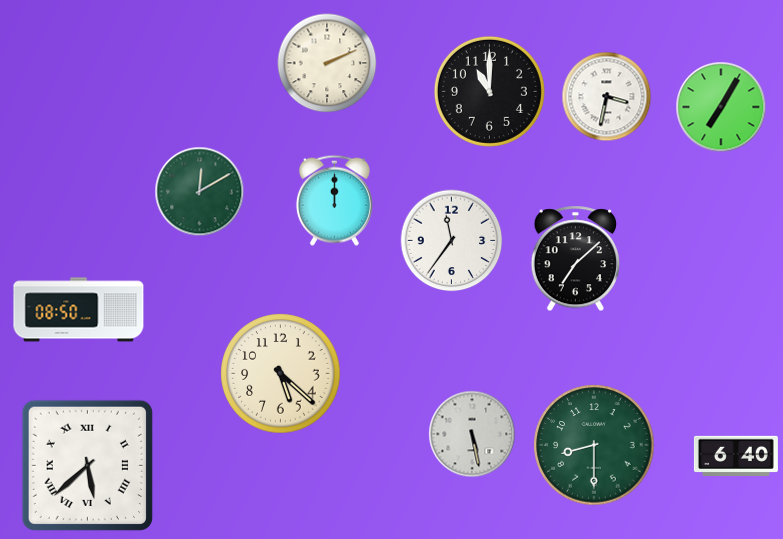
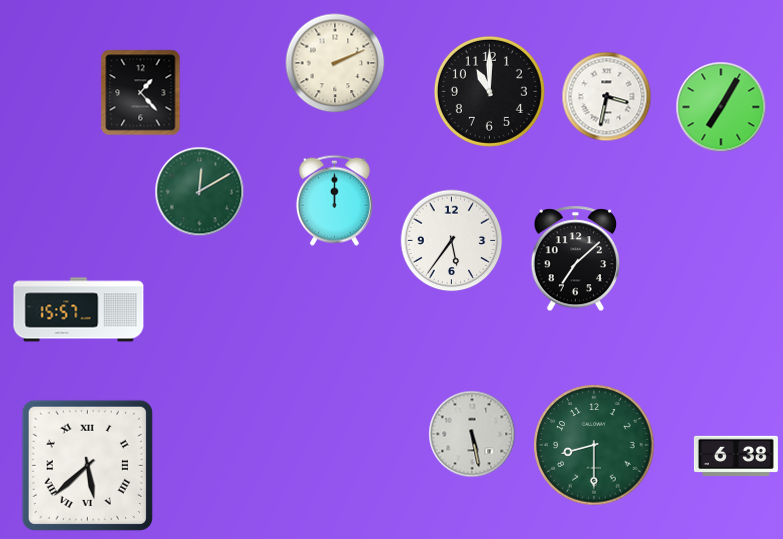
clock at (327, 63) position: (327, 63) -> (335, 63)
clock at (141, 93): none -> 1:23
clock at (452, 241): 11:36 -> 5:36
clock at (79, 310): 08:50 -> 15:57
clock at (281, 374): 5:22 -> none
clock at (736, 456): 6:40 -> 6:38
